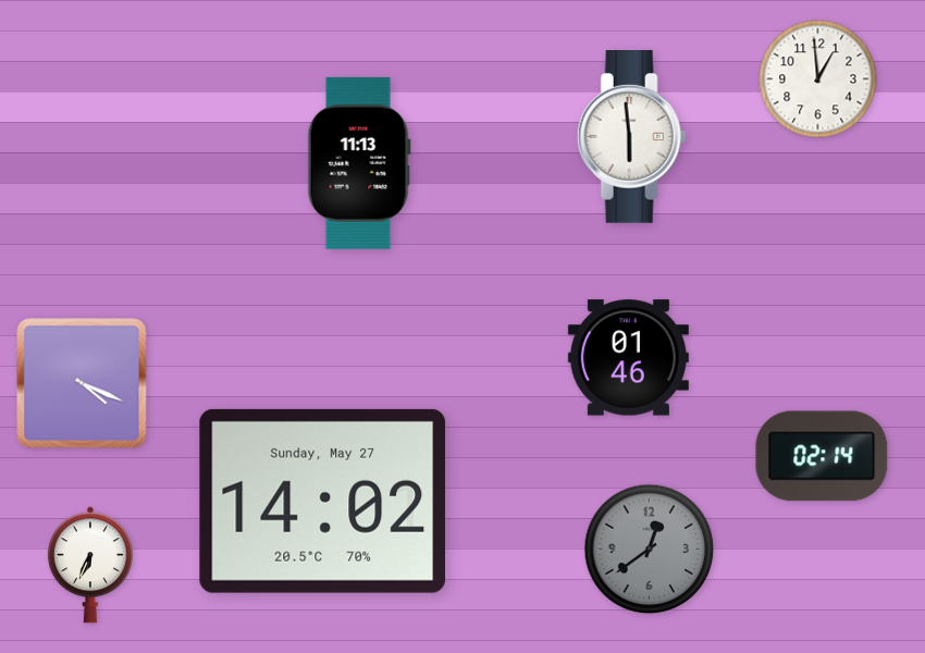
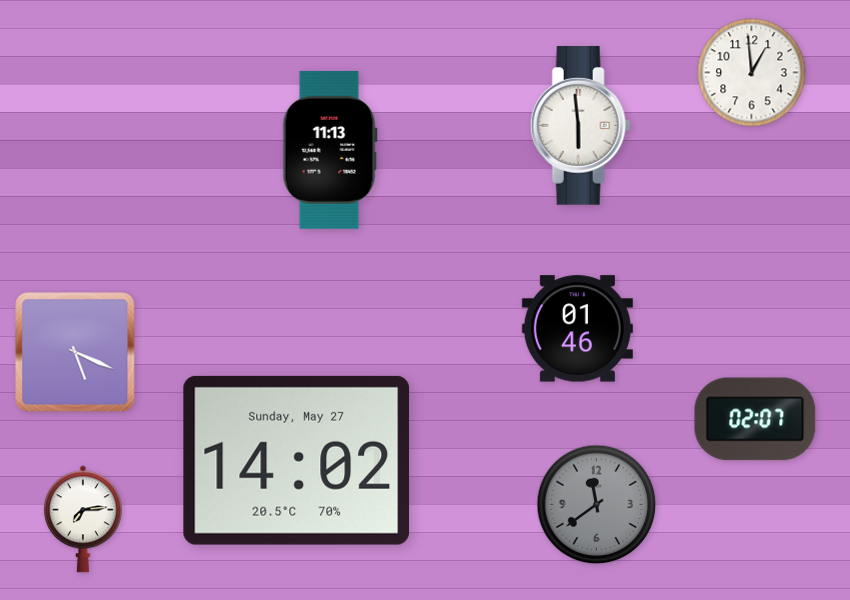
clock at (82, 383): 4:19 -> 5:19
clock at (822, 456): 02:14 -> 02:07
clock at (650, 550): 12:39 -> 11:39
clock at (90, 565): 6:34 -> 7:14
